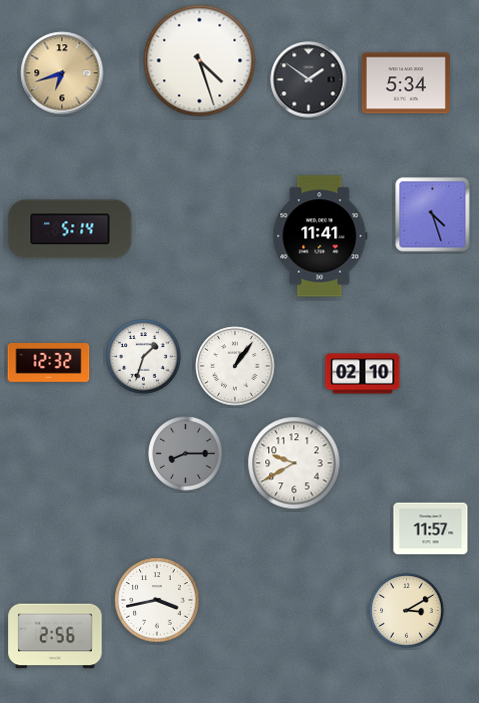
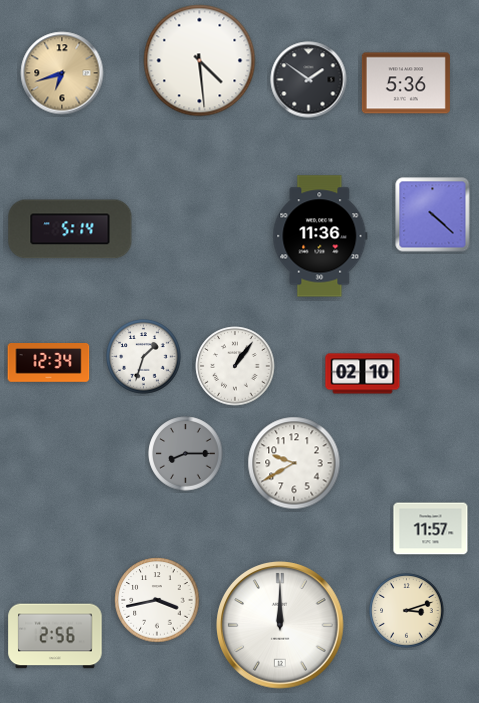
clock at (200, 61): 4:27 -> 4:29
clock at (406, 83): 5:34 -> 5:36
clock at (433, 215): 4:27 -> 4:22
clock at (320, 236): 11:41 -> 11:36
clock at (49, 363): 12:32 -> 12:34
clock at (407, 611): 3:10 -> 3:12
clock at (280, 625): none -> 12:00
